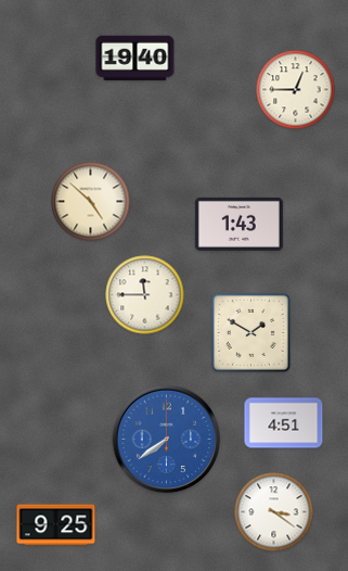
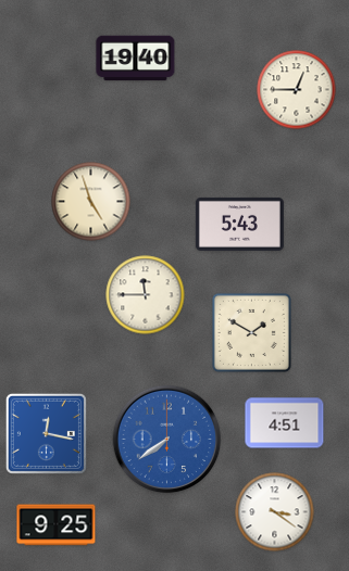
clock at (91, 202): 4:52 -> 4:57
clock at (239, 224): 1:43 -> 5:43
clock at (46, 433): none -> 12:17
